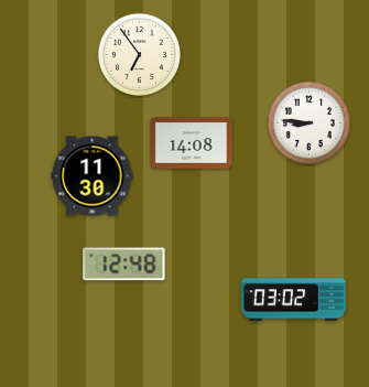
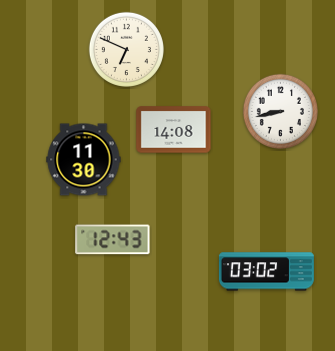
clock at (139, 54): 6:54 -> 6:49
clock at (308, 122): 8:46 -> 8:43
clock at (124, 265): 12:48 -> 12:43
